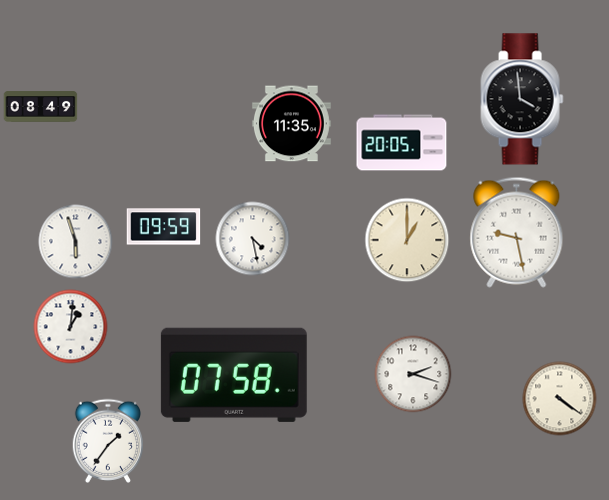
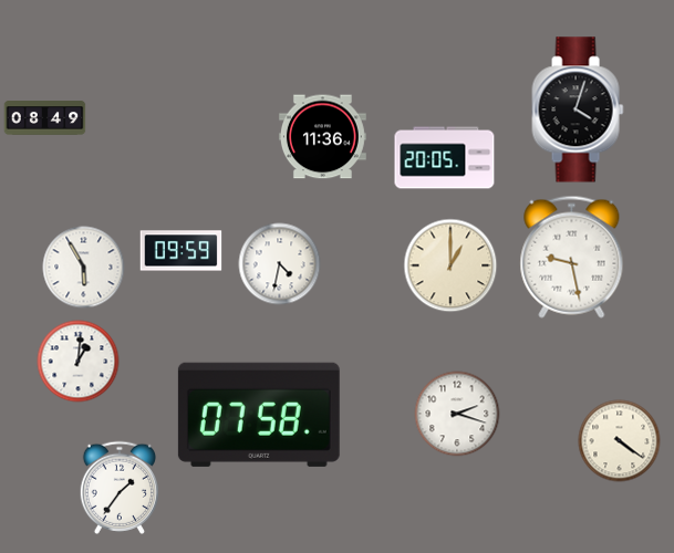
clock at (522, 99): 3:59 -> 4:03
clock at (291, 124): 11:35 -> 11:36
clock at (253, 239): 4:28 -> 4:32
clock at (76, 242): 5:57 -> 5:55
